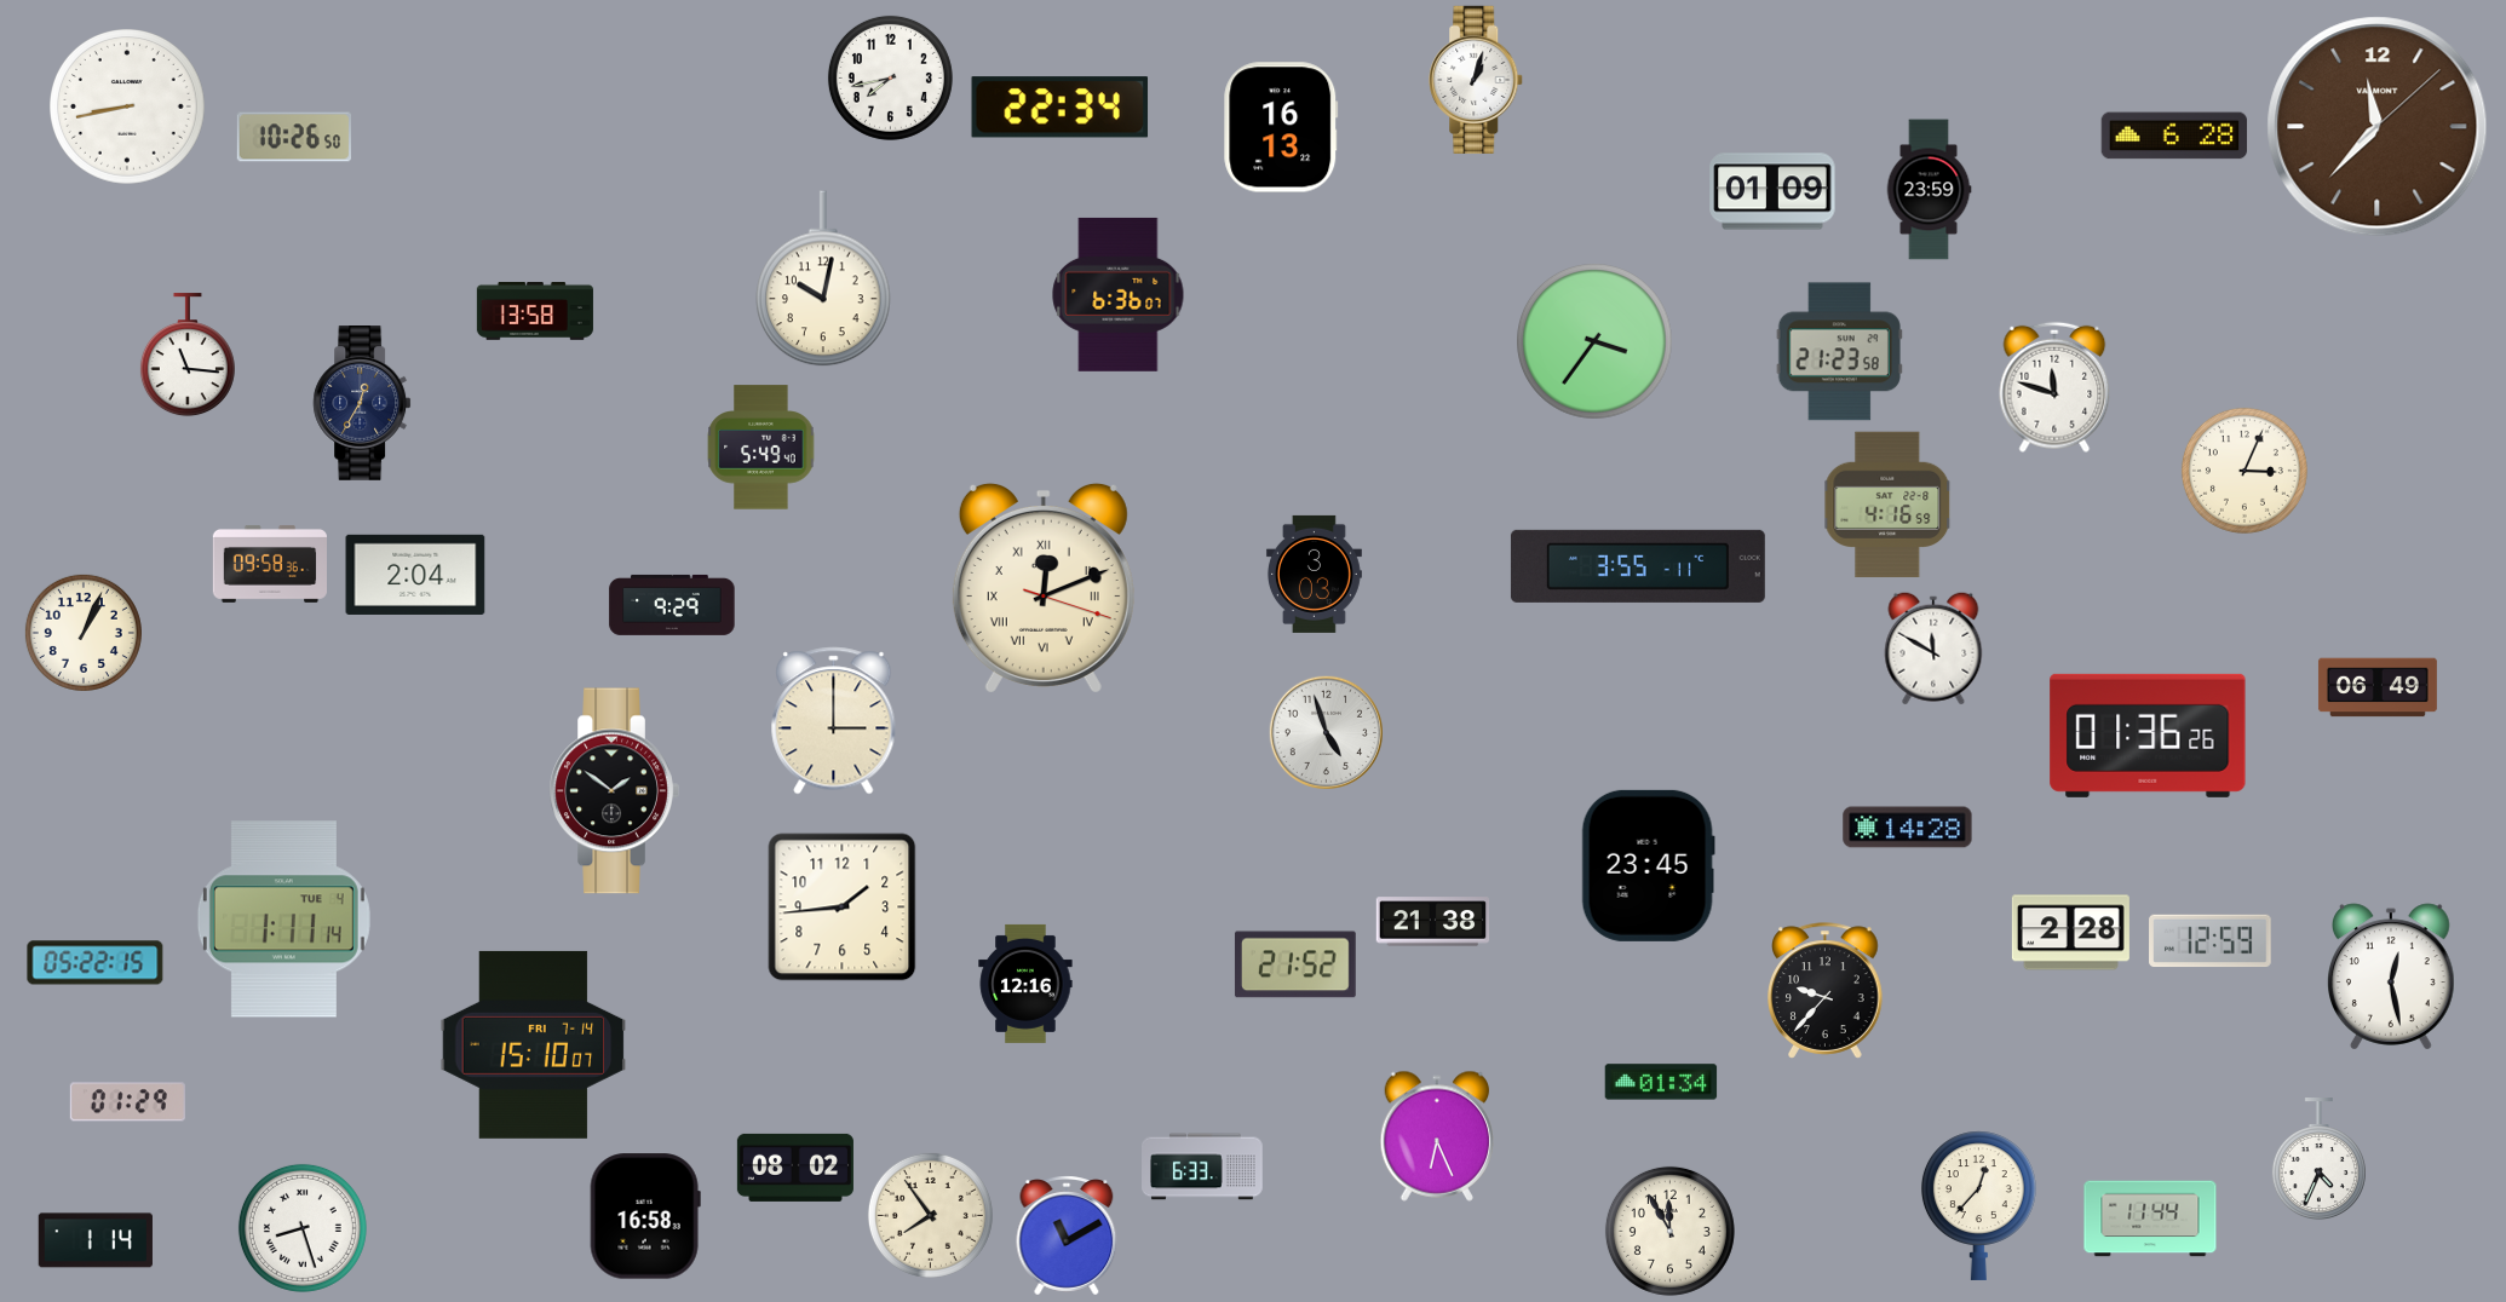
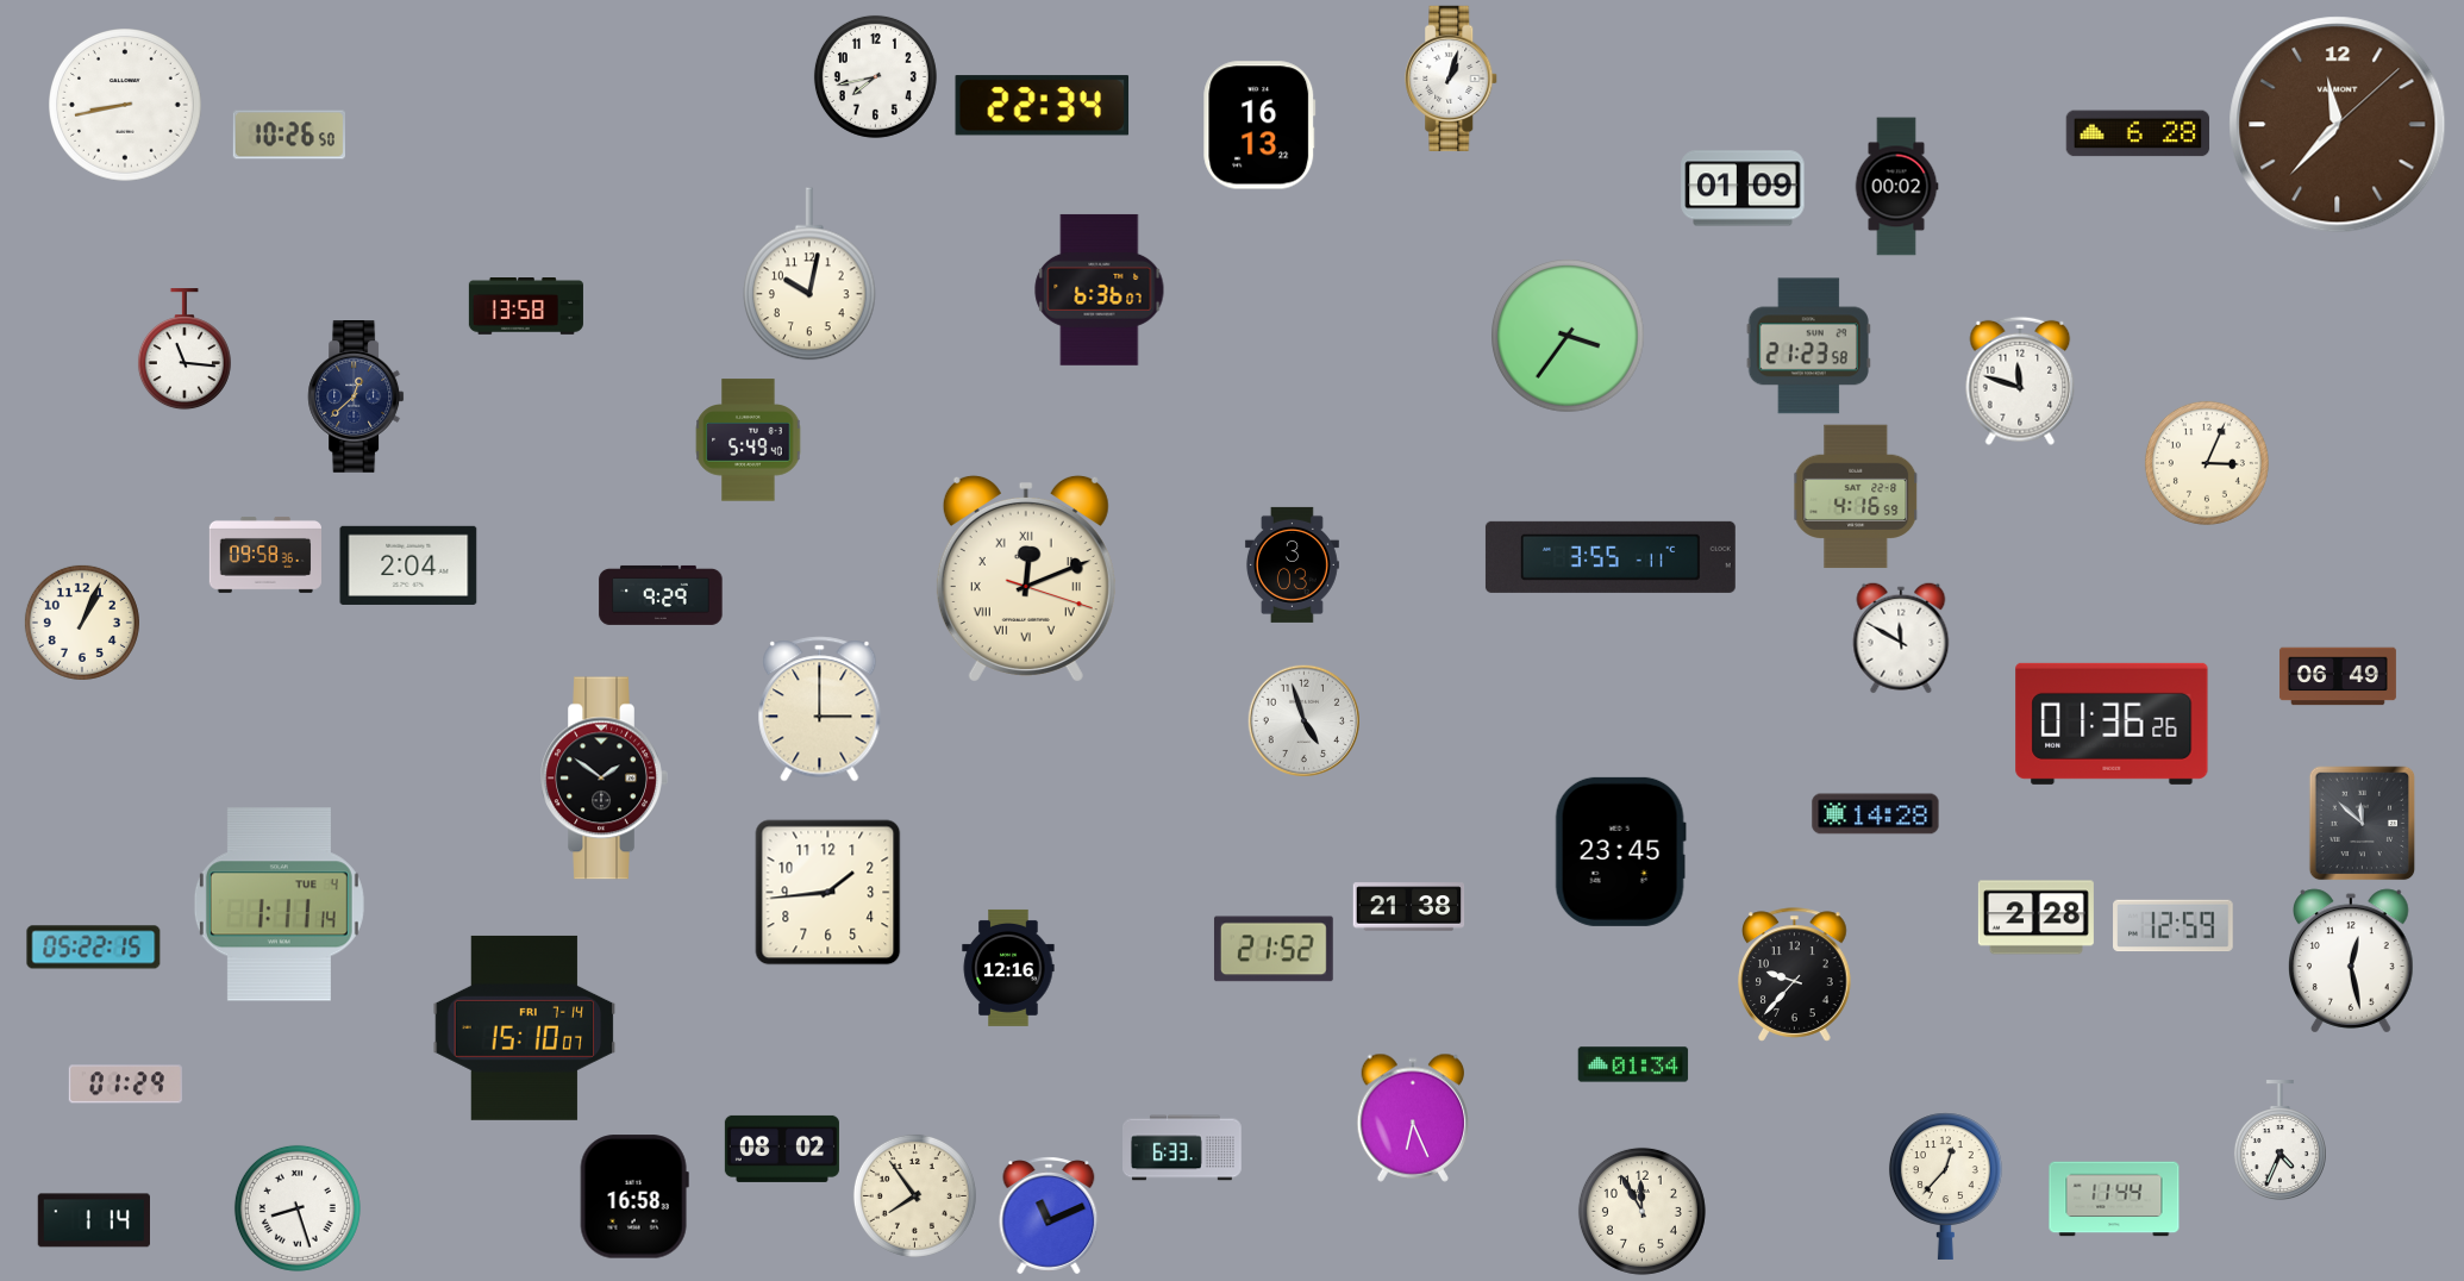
clock at (1929, 190): 23:59 -> 00:02
clock at (362, 404): 12:35 -> 12:38
clock at (2363, 824): none -> 11:52
clock at (1067, 1235): 11:10 -> 11:11
